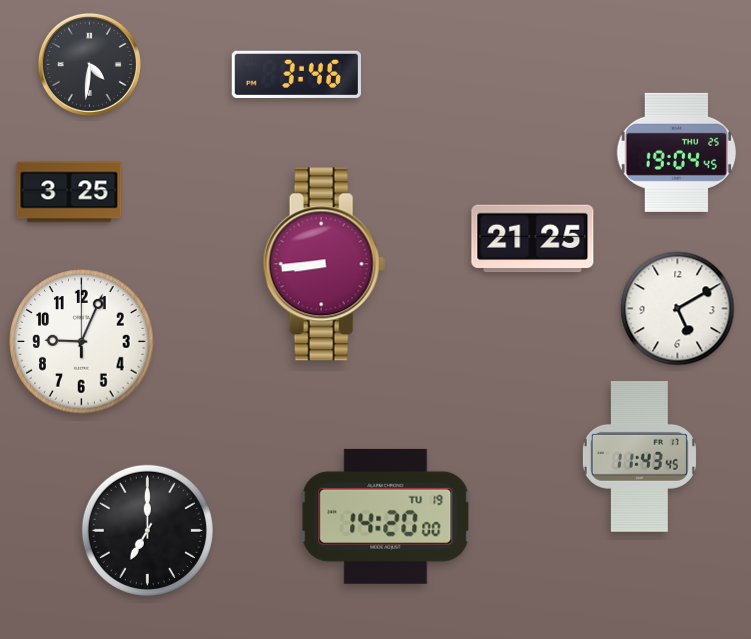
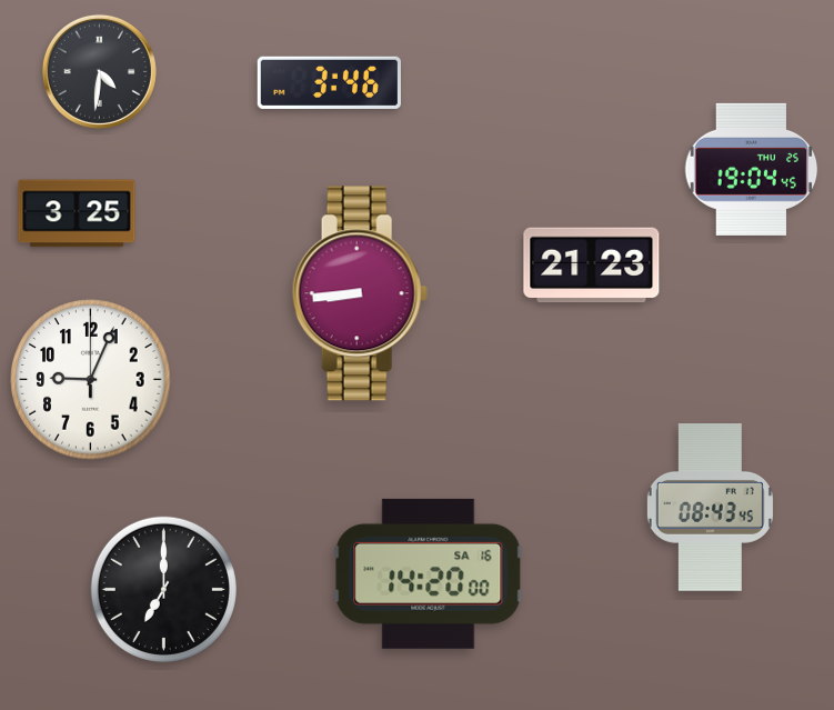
clock at (533, 239): 21:25 -> 21:23
clock at (678, 309): 5:10 -> none
clock at (639, 457): 11:43 -> 08:43
clock at (386, 516) date: TU 19 -> SA 16
